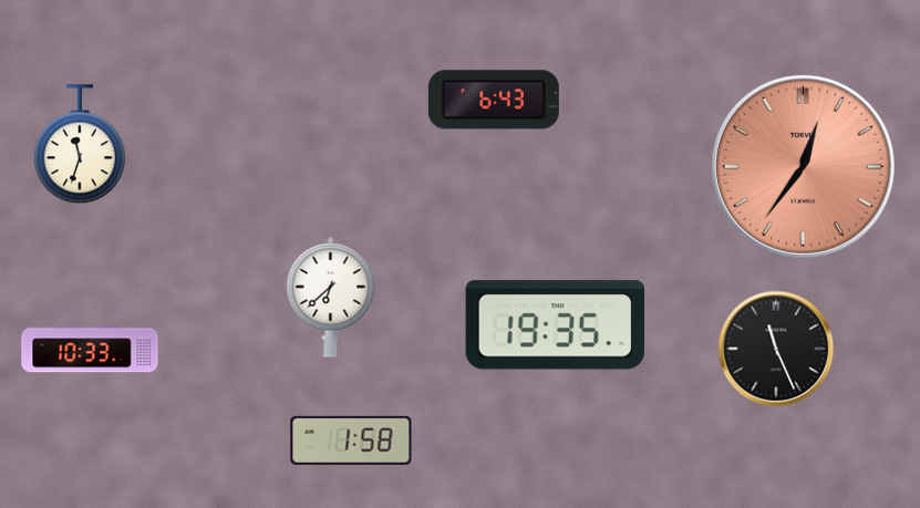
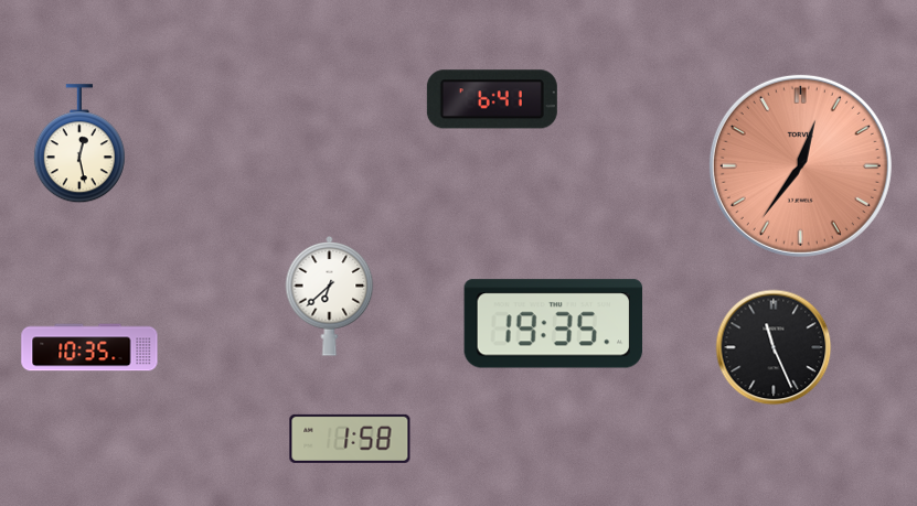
clock at (494, 100): 6:43 -> 6:41
clock at (80, 145): 11:33 -> 12:28
clock at (90, 349): 10:33 -> 10:35
